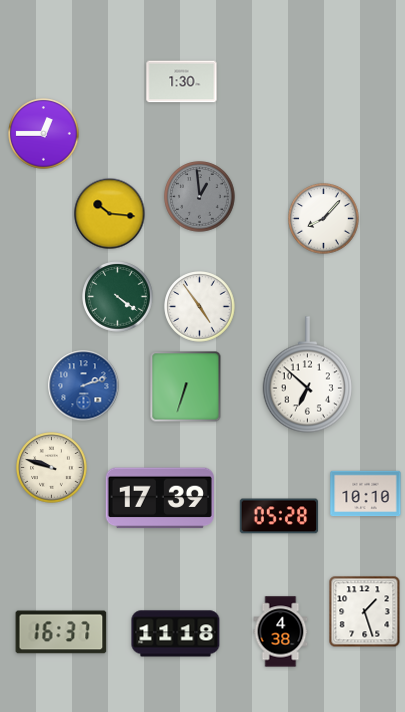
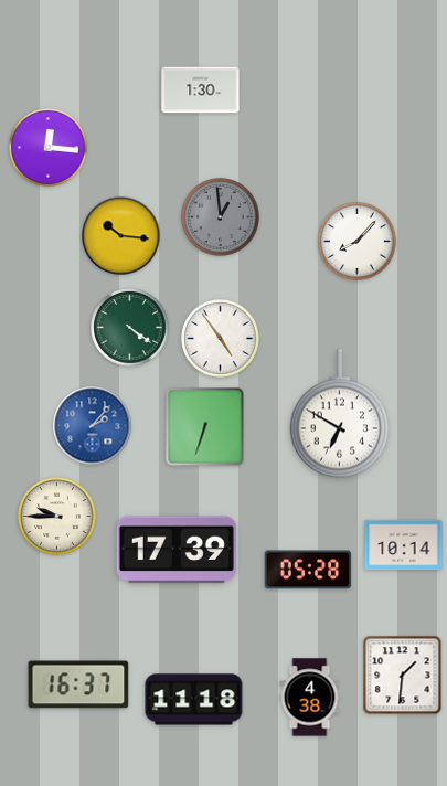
clock at (44, 134): 12:45 -> 12:16
clock at (307, 375): 6:52 -> 6:50
clock at (84, 386): 2:12 -> 2:07
clock at (52, 468): 9:48 -> 9:45
clock at (366, 494): 10:10 -> 10:14
clock at (365, 612): 1:27 -> 1:31
clock at (61, 632) position: (61, 632) -> (78, 684)
